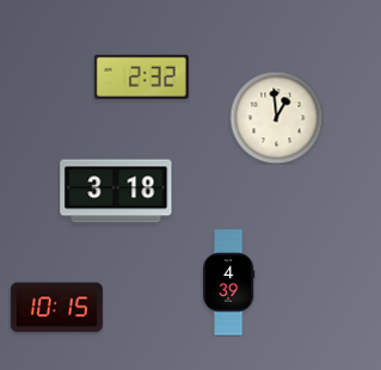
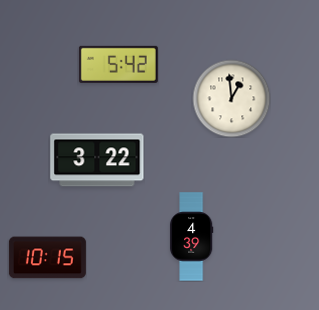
clock at (141, 76): 2:32 -> 5:42
clock at (116, 191): 3:18 -> 3:22
